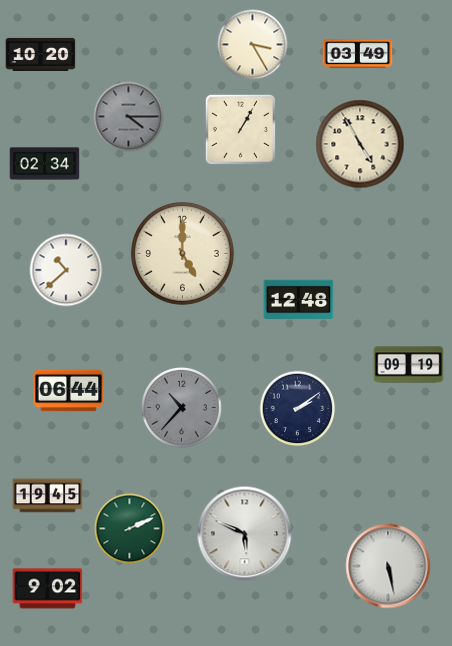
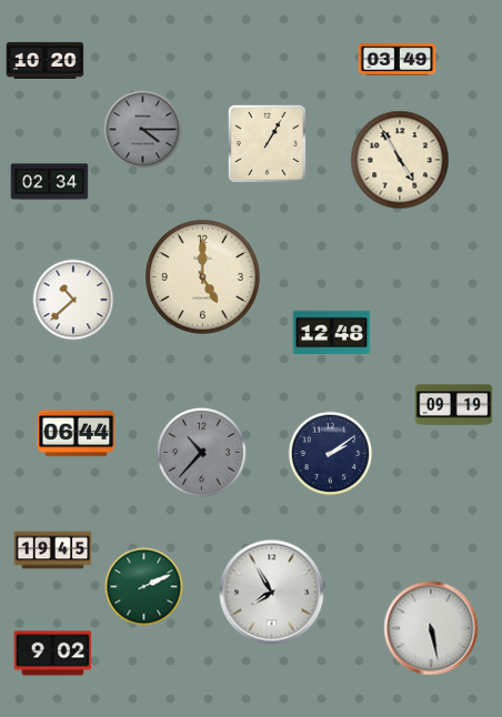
clock at (253, 45): 3:25 -> none
clock at (182, 253) position: (182, 253) -> (202, 276)
clock at (245, 534): 5:49 -> 7:55
